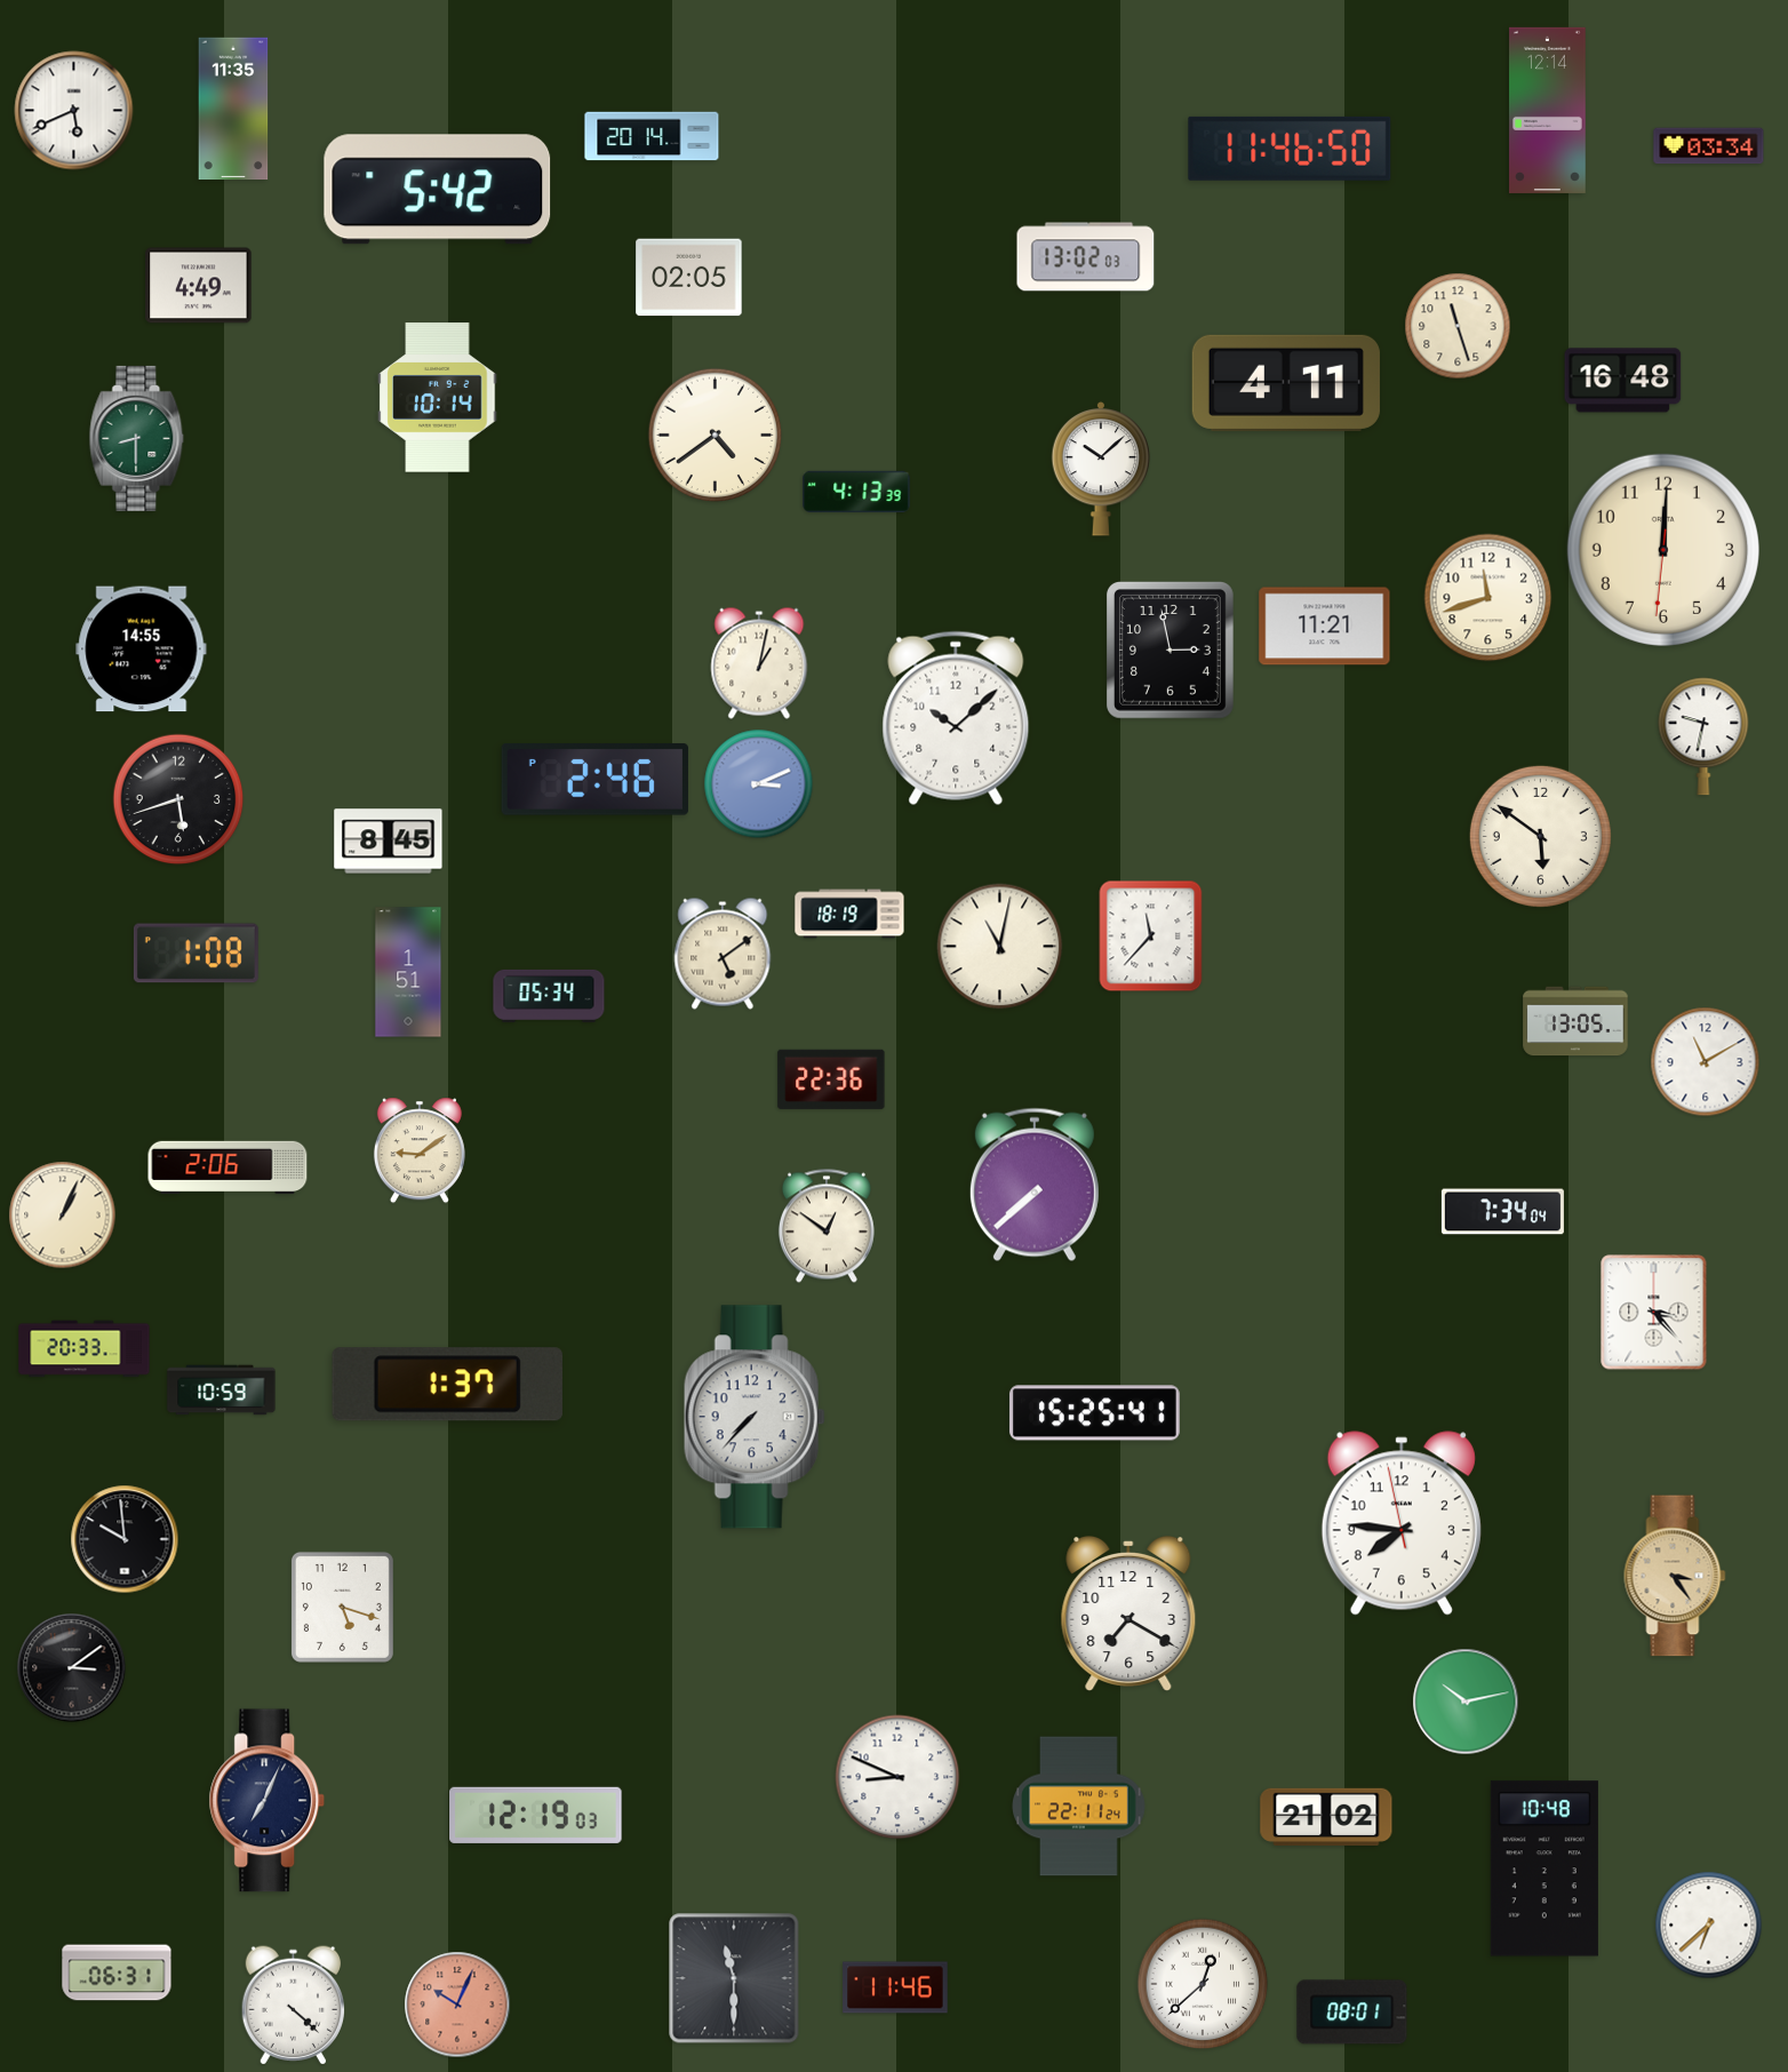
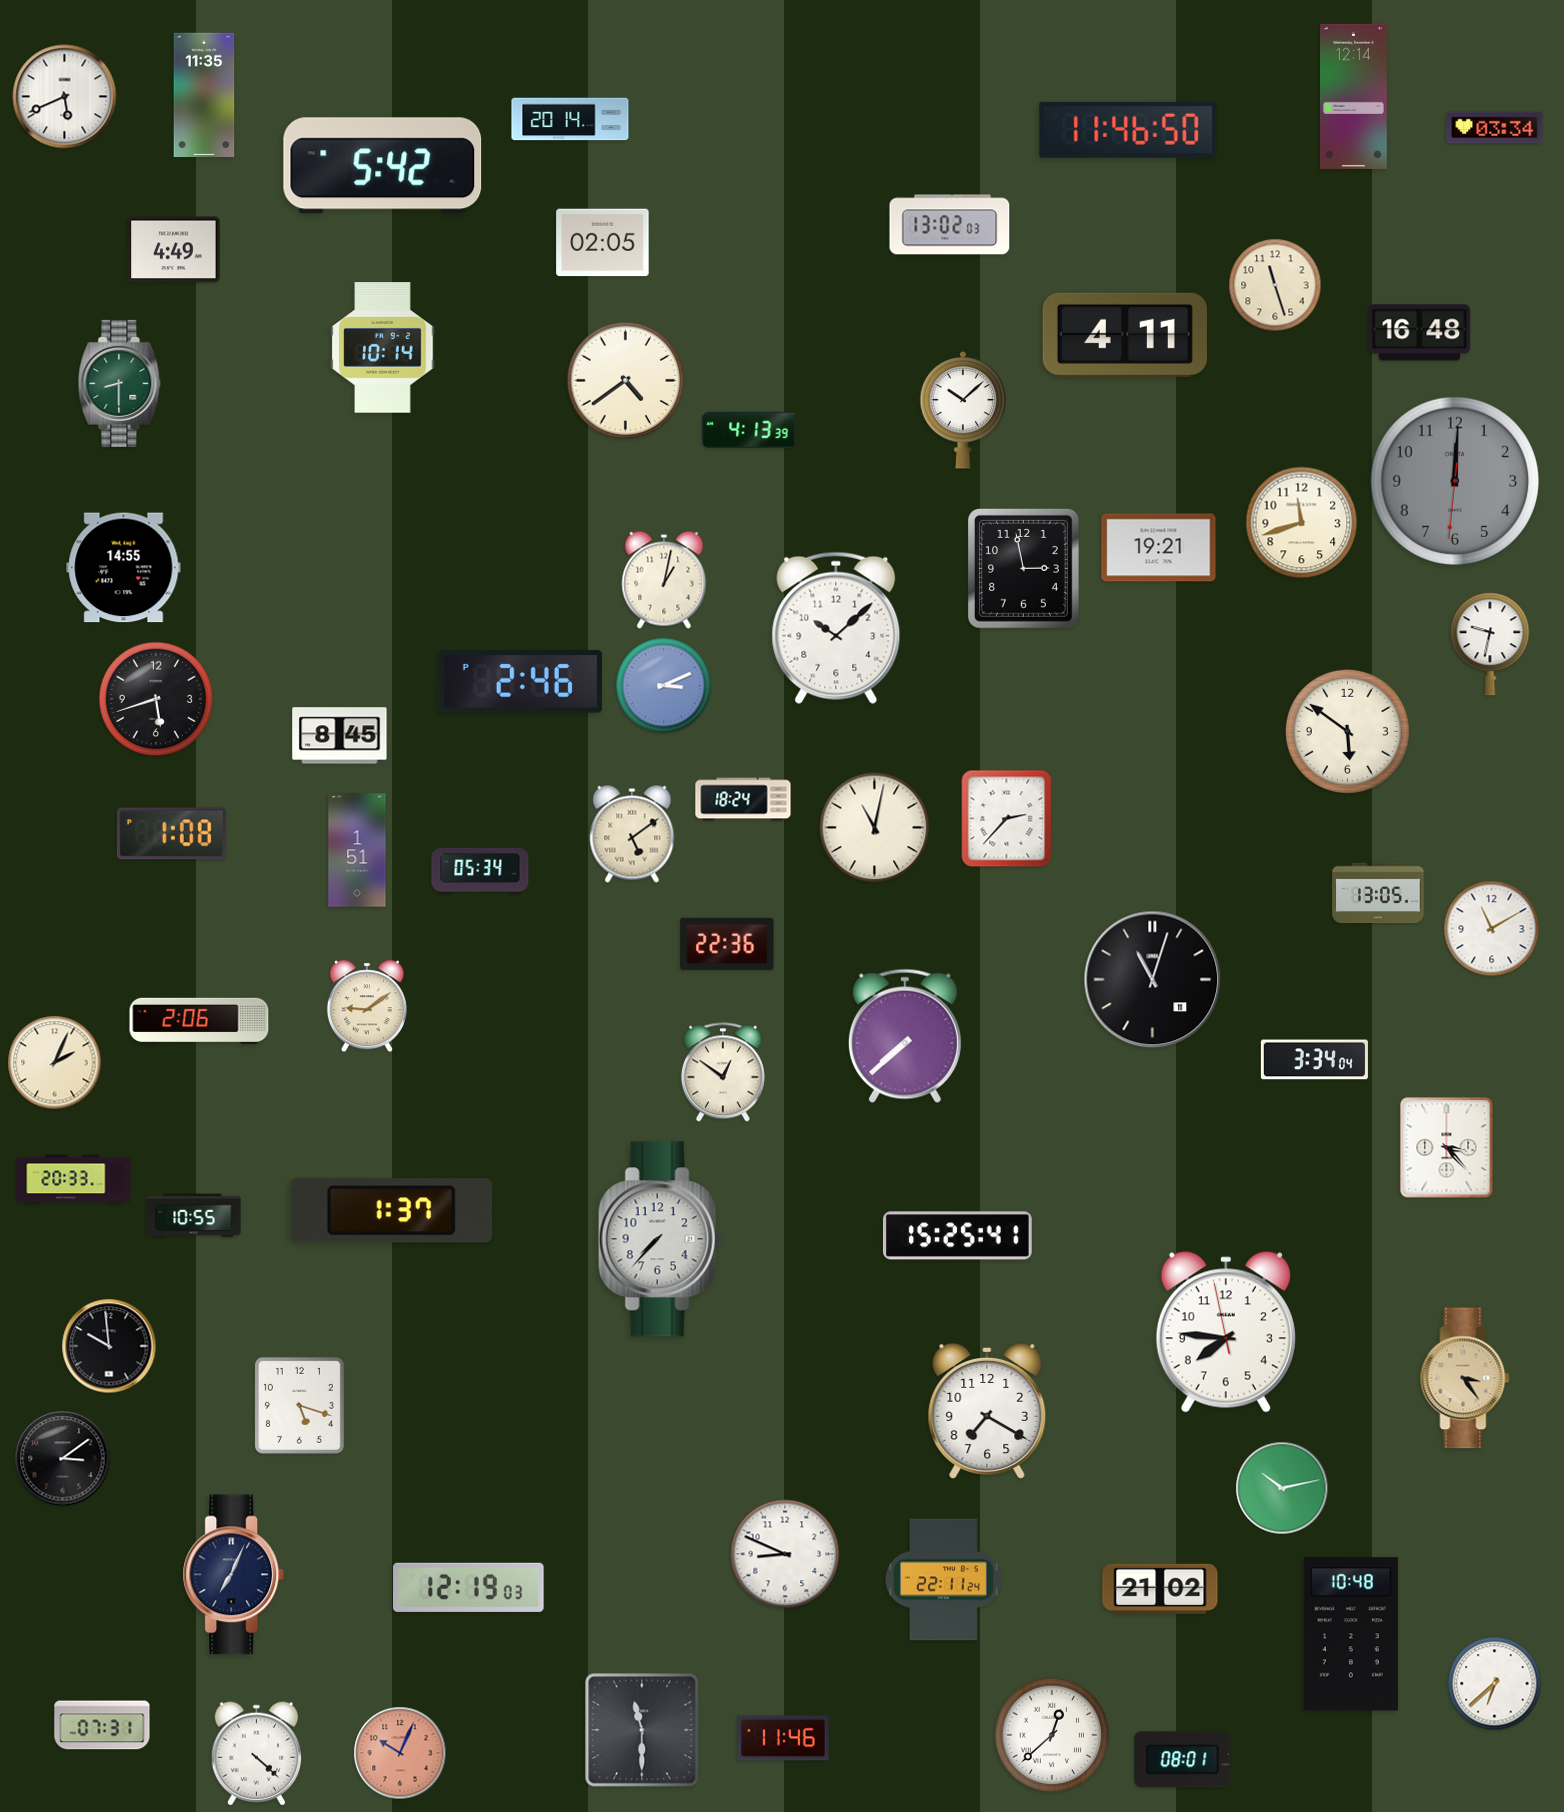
clock at (1663, 550) dial: cream -> grey
clock at (1325, 627): 11:21 -> 19:21
clock at (849, 914): 18:19 -> 18:24
clock at (1151, 937): 11:37 -> 2:37
clock at (1153, 980): none -> 11:03
clock at (1502, 1212): 7:34 -> 3:34
clock at (63, 1216): 1:04 -> 2:04
clock at (222, 1390): 10:59 -> 10:55
clock at (117, 1973): 06:31 -> 07:31
